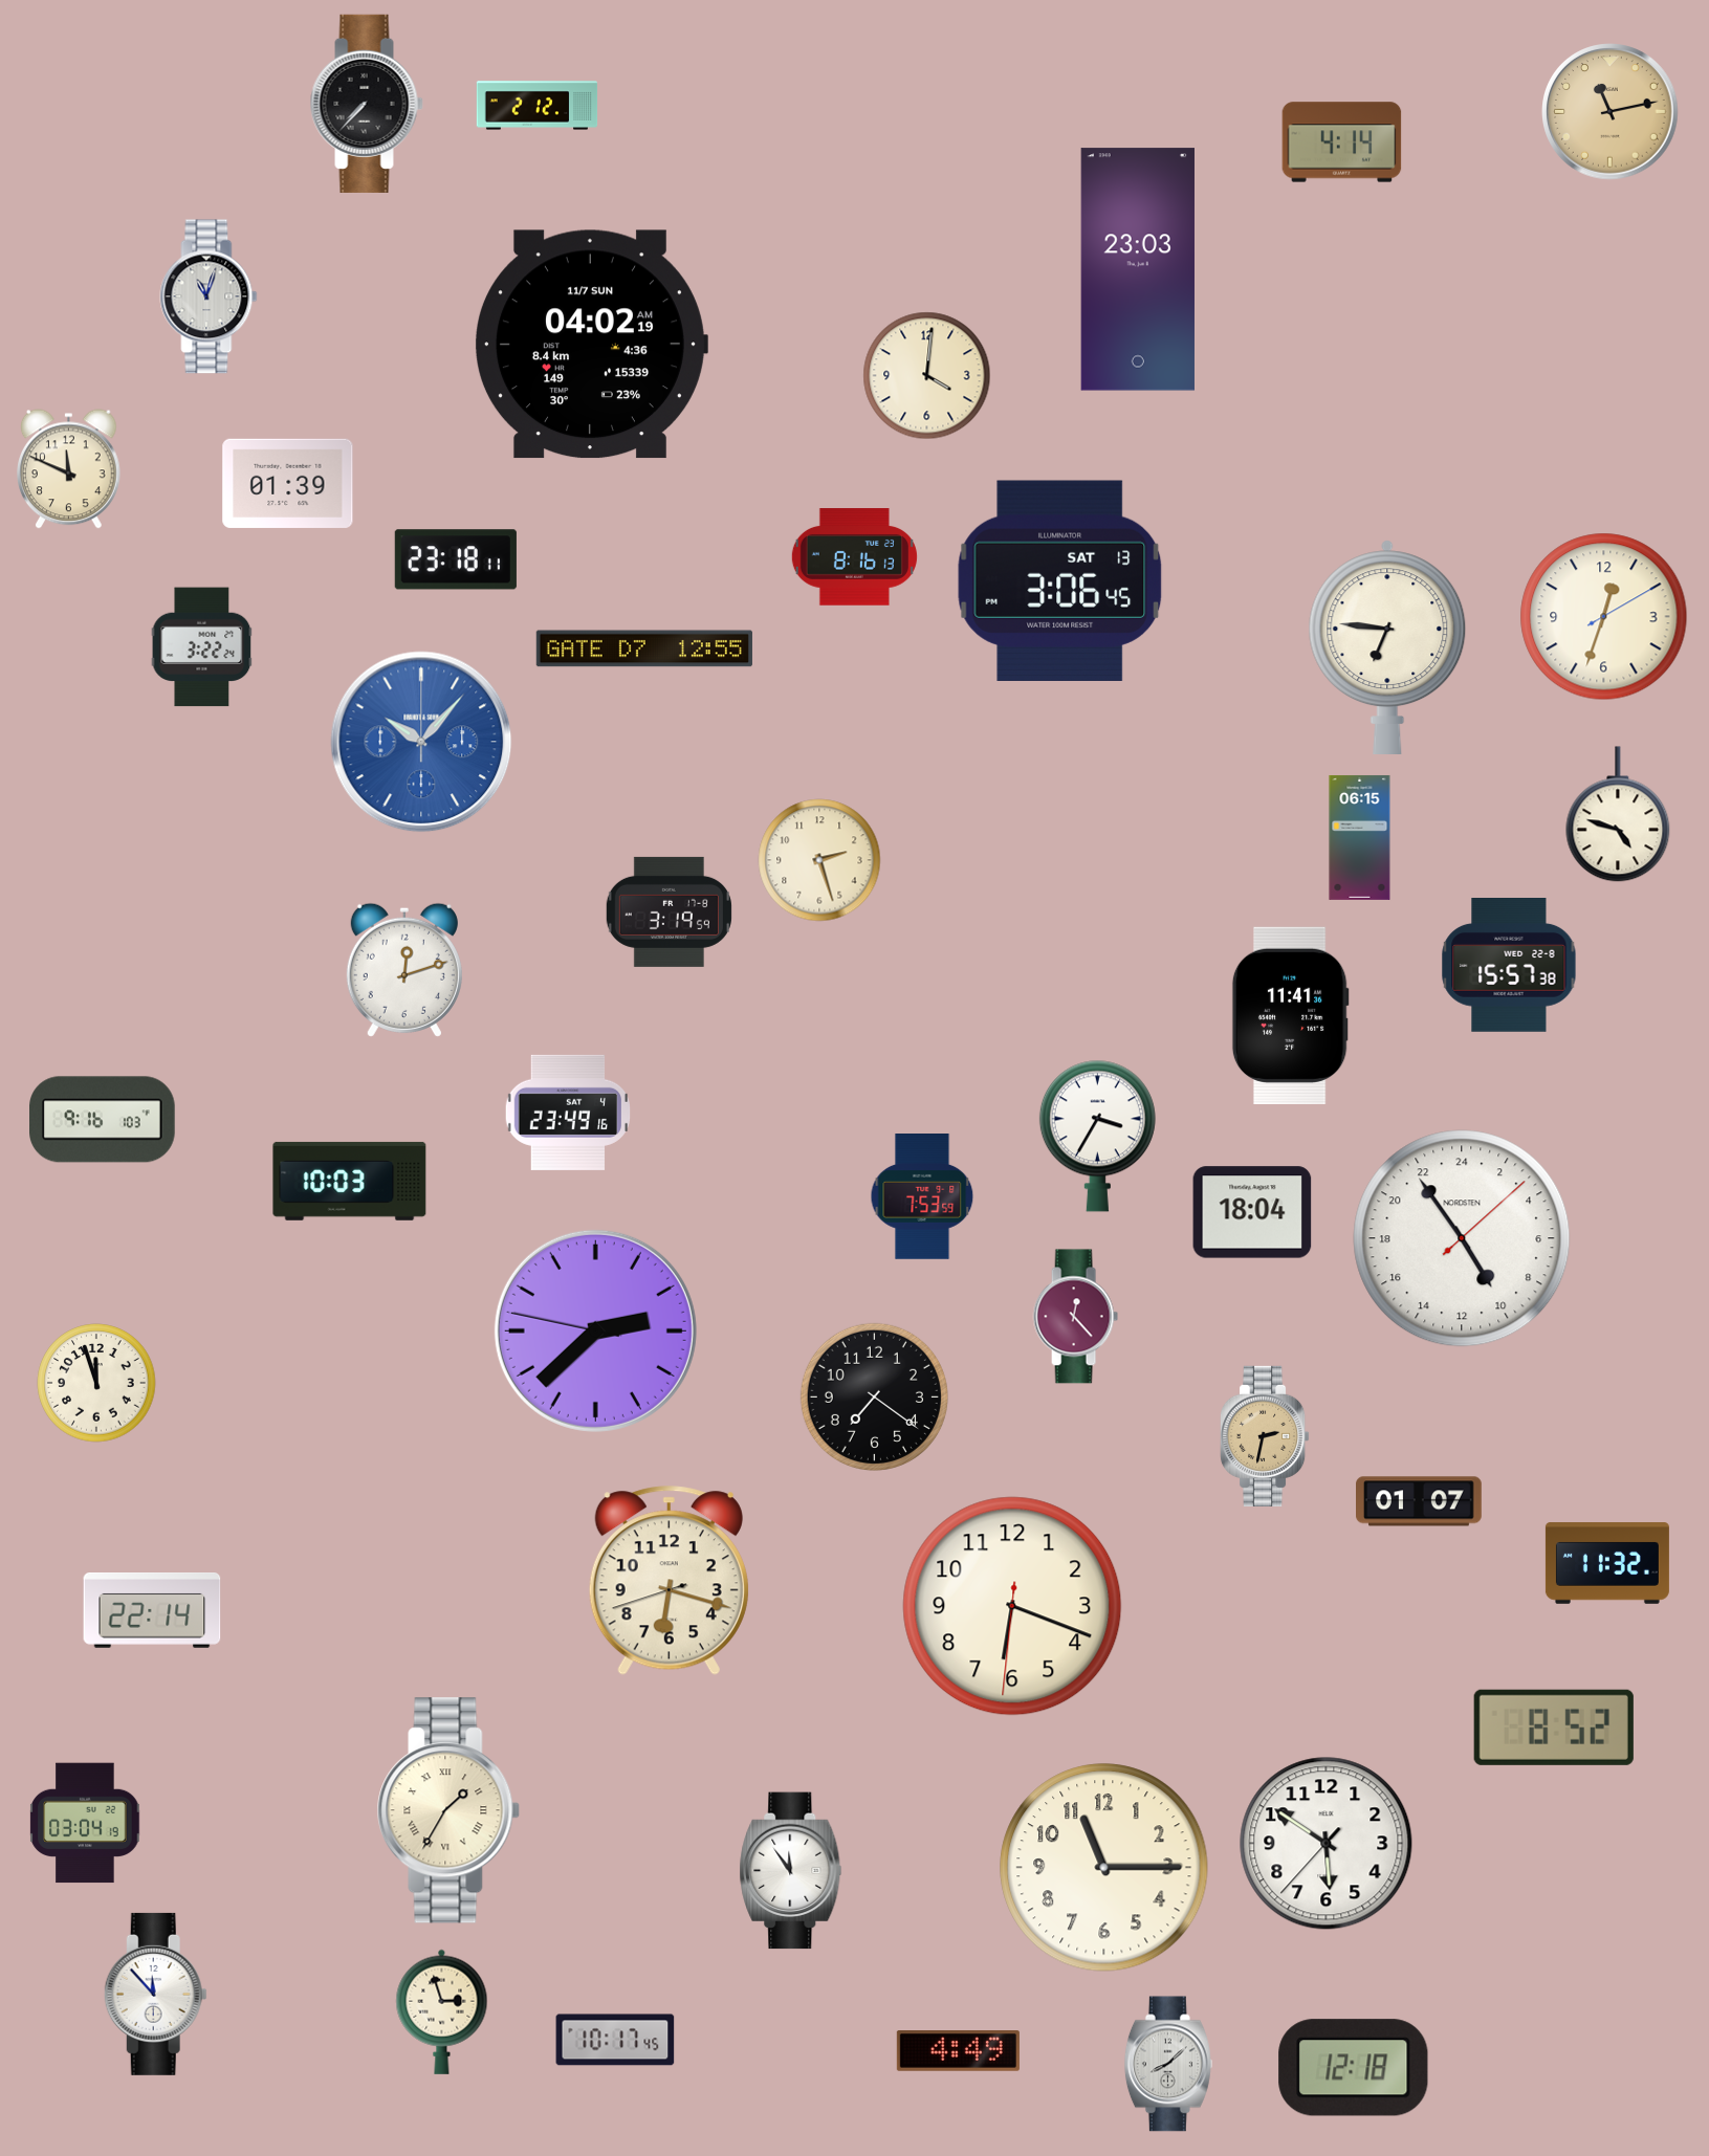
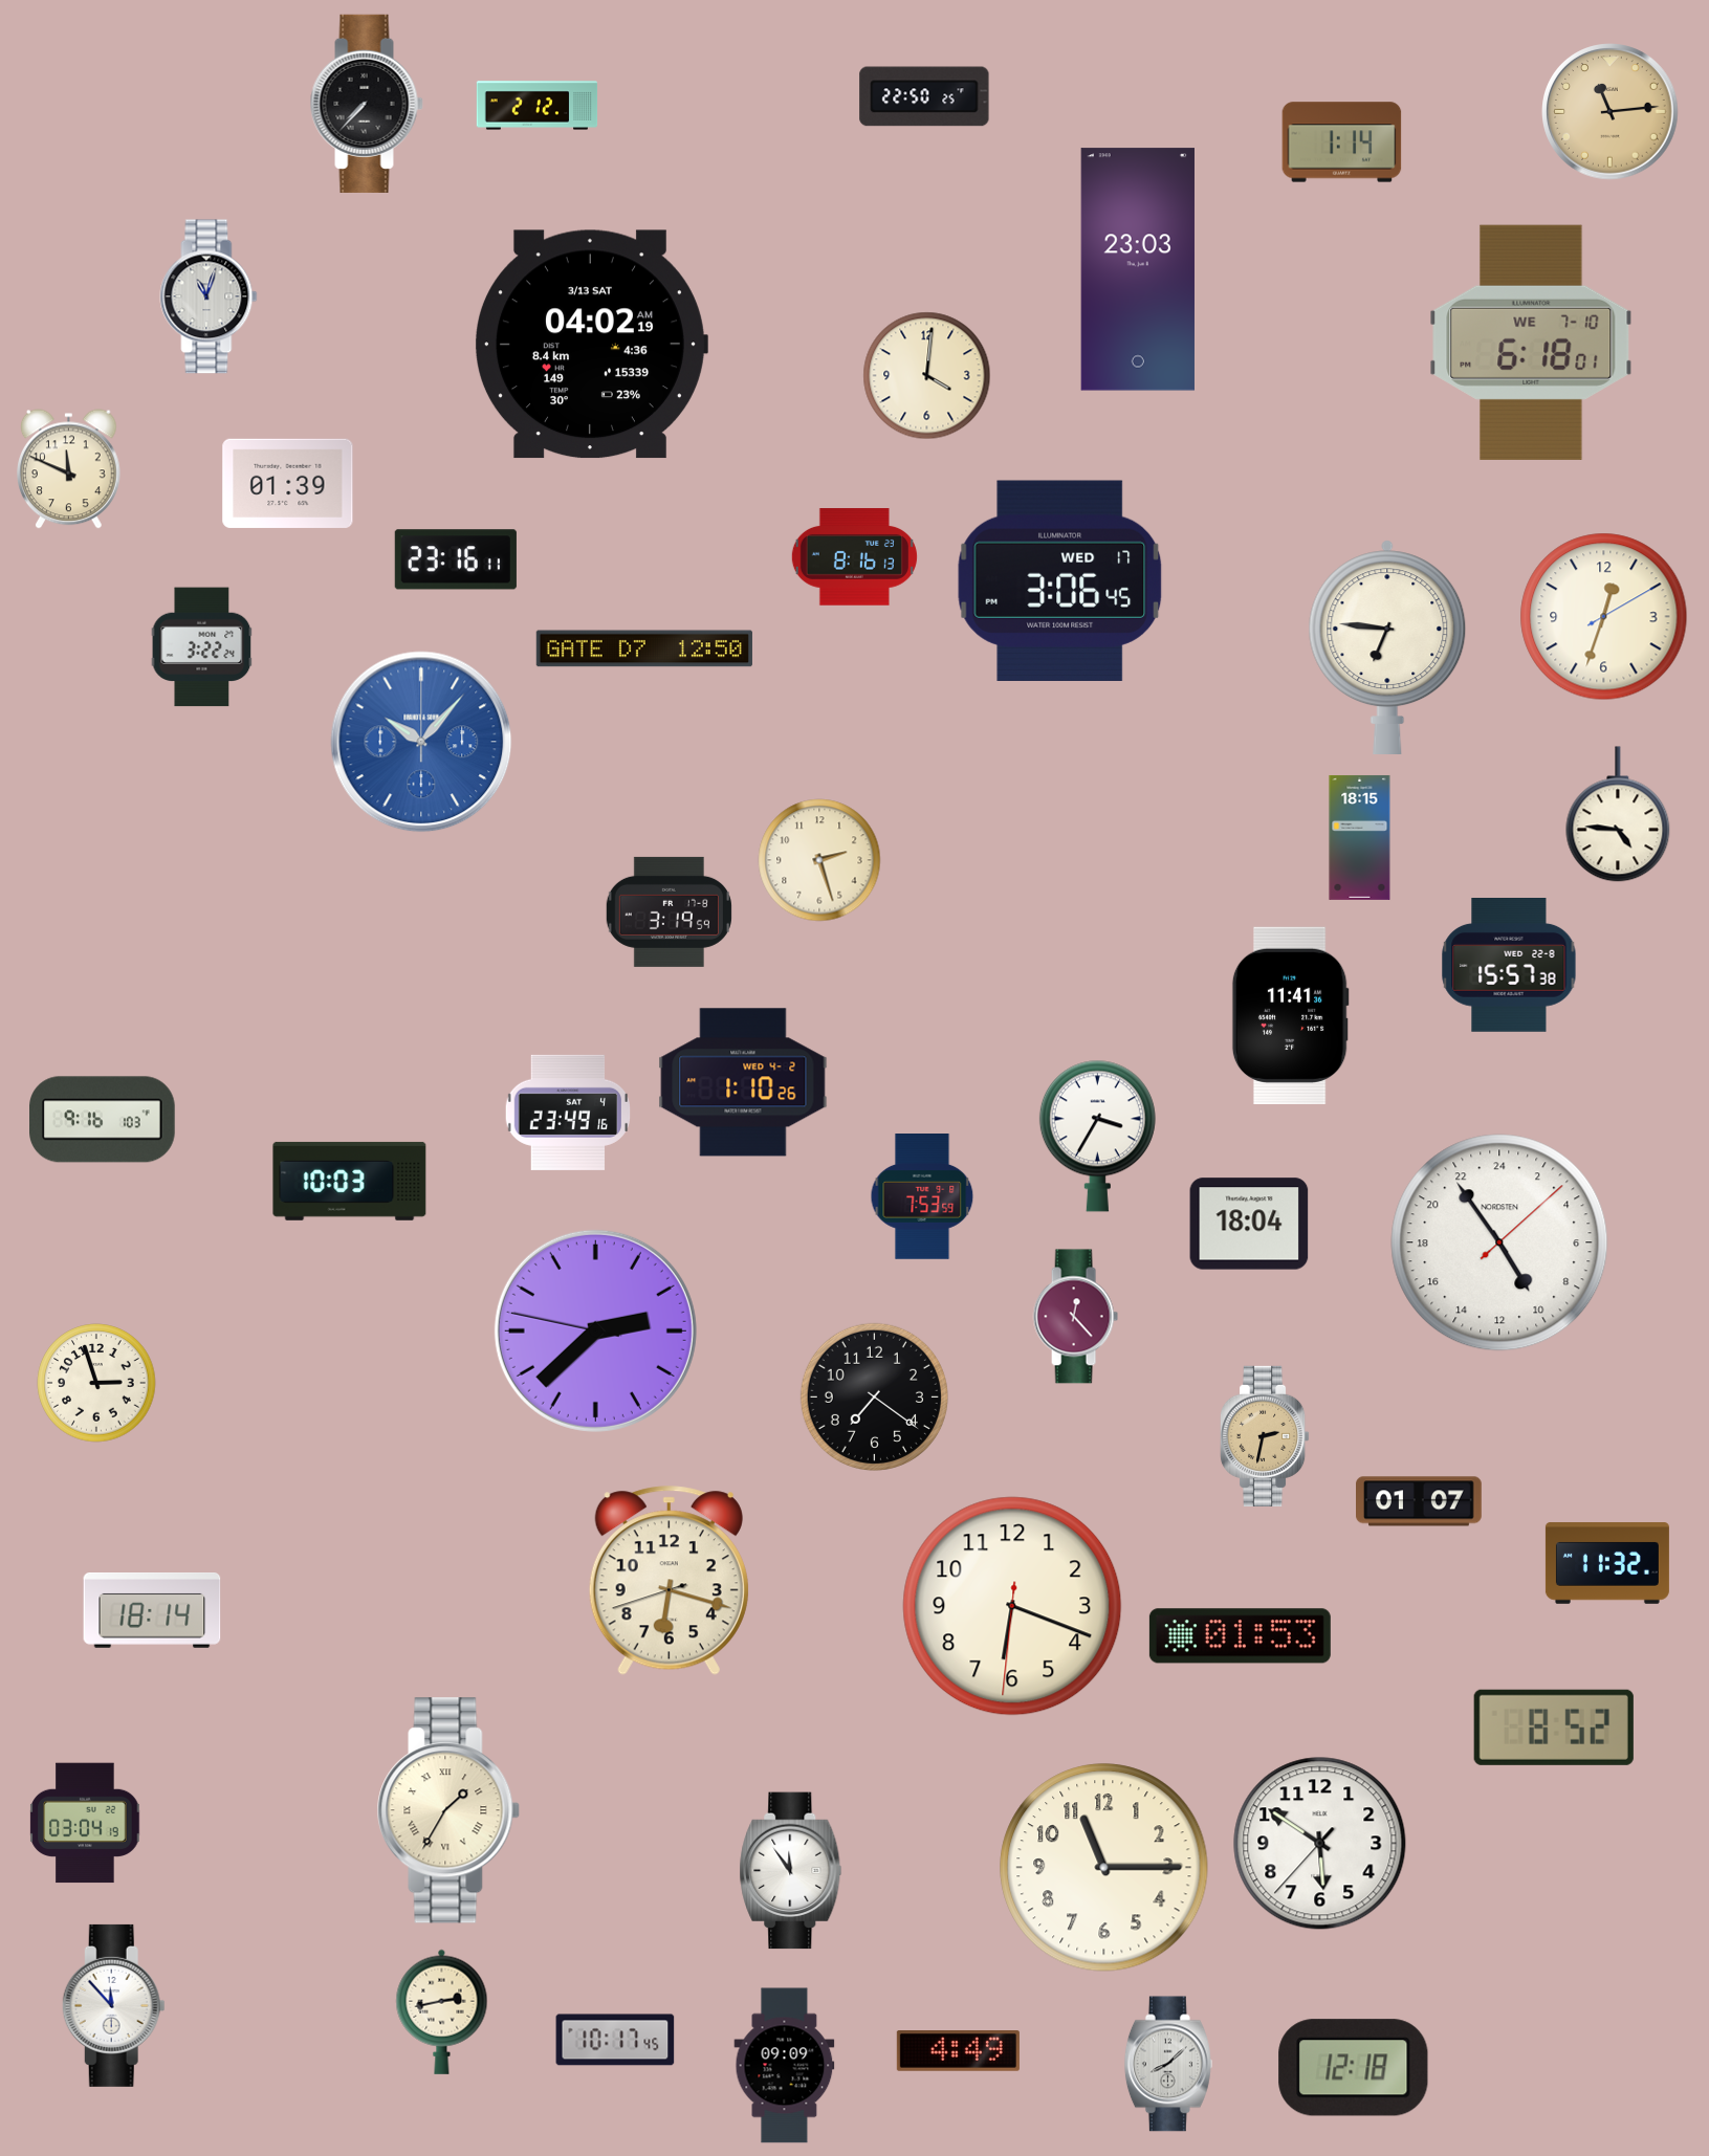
clock at (924, 96): none -> 22:50
clock at (1611, 112): 11:13 -> 11:14
clock at (1342, 142): 4:14 -> 1:14
clock at (1531, 343): none -> 6:18
clock at (592, 345) date: 11/7 SUN -> 3/13 SAT
clock at (456, 559): 23:18 -> 23:16
clock at (1060, 580) date: SAT 13 -> WED 17
clock at (644, 648): 12:55 -> 12:50
clock at (1618, 814): 4:48 -> 4:46
clock at (1360, 837): 06:15 -> 18:15
clock at (404, 970): 12:12 -> none
clock at (743, 1082): none -> 1:10
clock at (1252, 1212) position: (1252, 1212) -> (1249, 1224)
clock at (1462, 1238) position: (1462, 1238) -> (1499, 1242)
clock at (96, 1383): 11:57 -> 2:57
clock at (152, 1611): 22:14 -> 18:14
clock at (1240, 1636): none -> 01:53
clock at (1327, 1844) position: (1327, 1844) -> (1320, 1844)
clock at (155, 1994) position: (155, 1994) -> (113, 2005)
clock at (442, 2011): 2:57 -> 2:43
clock at (785, 2066): none -> 09:09
